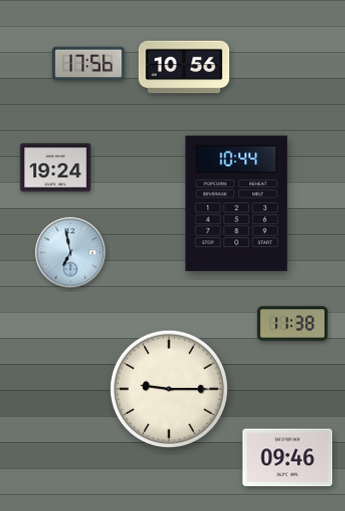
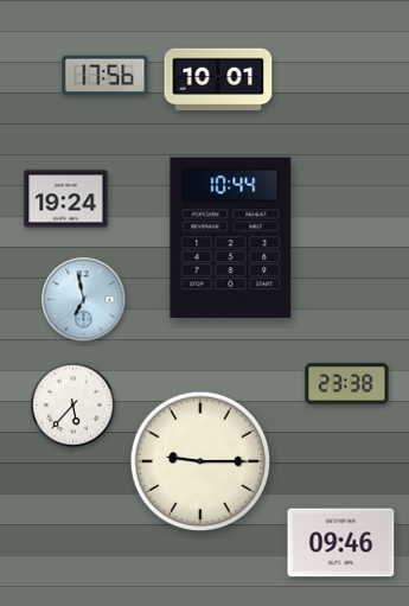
clock at (184, 67): 10:56 -> 10:01
clock at (237, 204) position: (237, 204) -> (231, 238)
clock at (293, 324): 11:38 -> 23:38
clock at (74, 406): none -> 5:37
